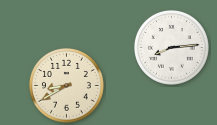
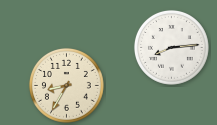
clock at (66, 86): 8:40 -> 8:35
